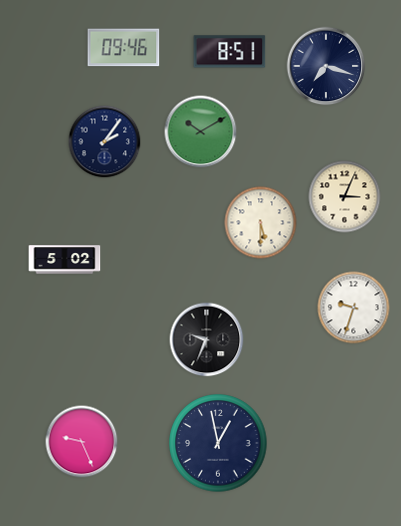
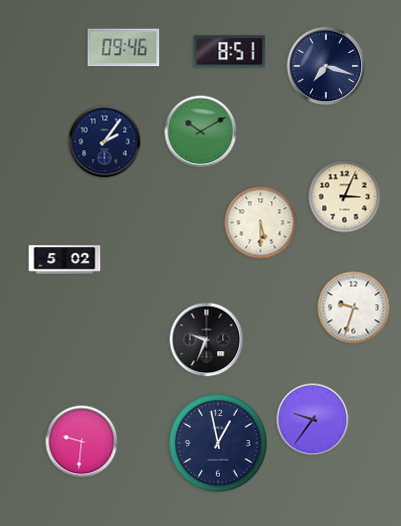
clock at (313, 420): none -> 9:36
clock at (82, 442): 9:26 -> 9:31
